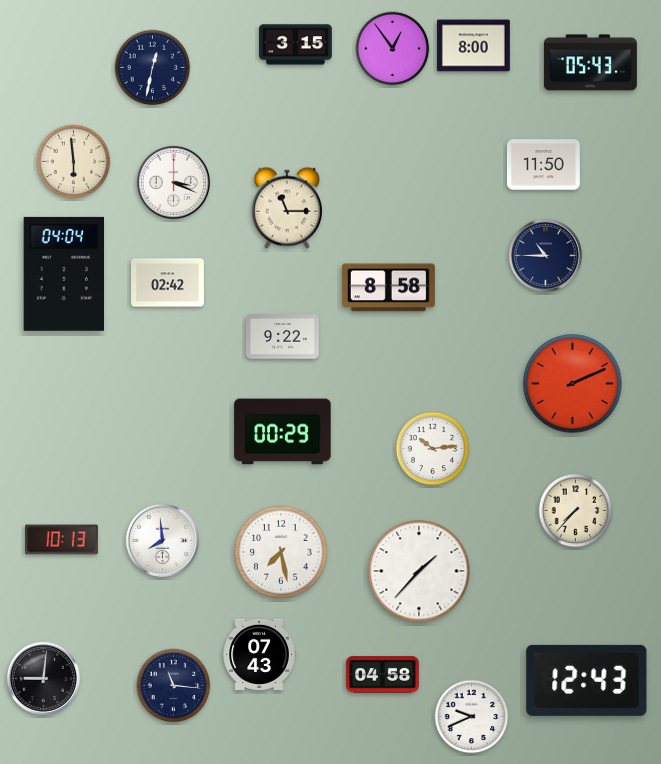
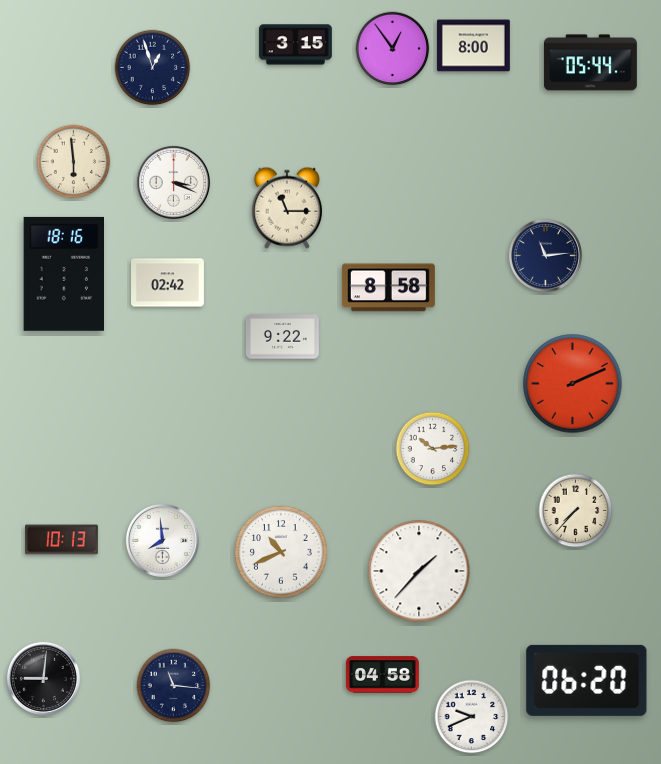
clock at (590, 63): 05:43 -> 05:44
clock at (153, 68): 12:32 -> 12:57
clock at (543, 165): 11:50 -> none
clock at (545, 255): 10:45 -> 11:14
clock at (63, 274): 04:04 -> 18:16
clock at (283, 432): 00:29 -> none
clock at (281, 552): 7:28 -> 10:41
clock at (259, 654): 07:43 -> none
clock at (587, 680): 12:43 -> 06:20
